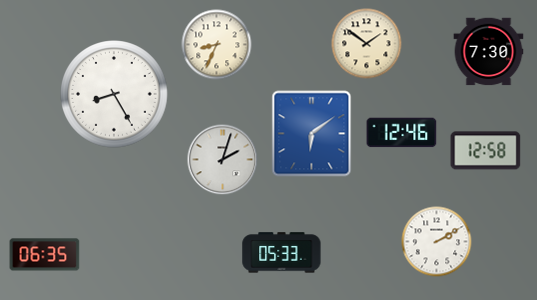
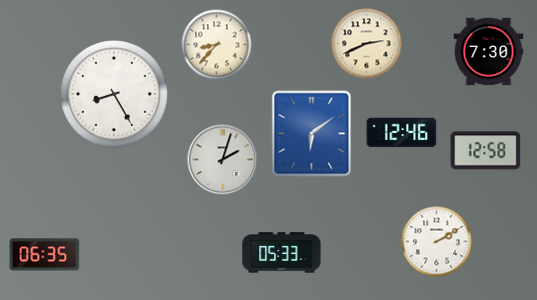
clock at (367, 44): 1:51 -> 2:41
clock at (217, 45): 8:34 -> 8:37
